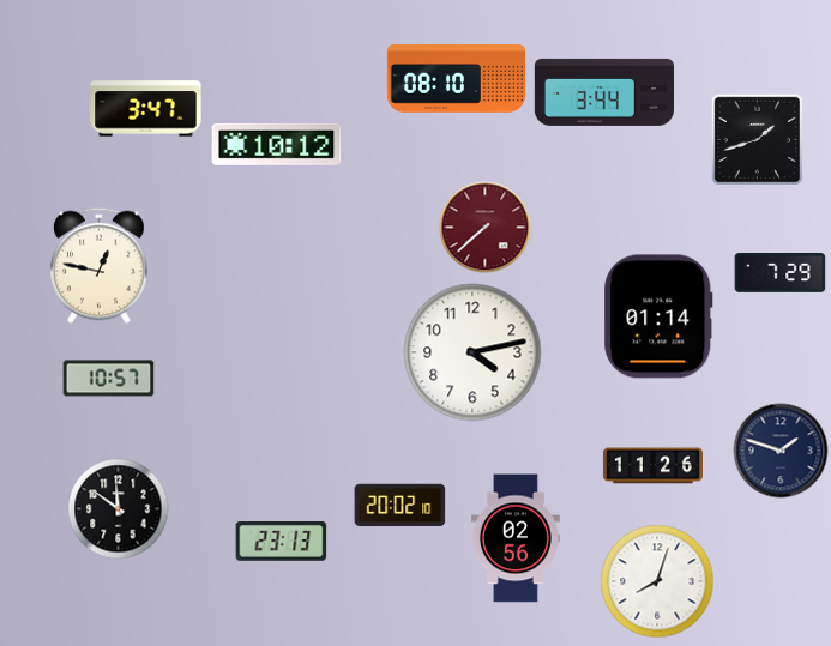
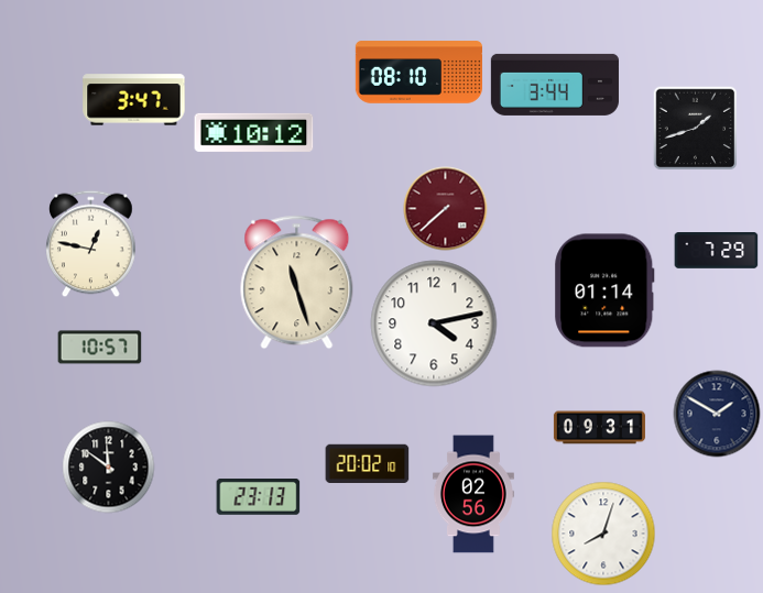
clock at (297, 283): none -> 11:27
clock at (781, 451): 1:48 -> 1:50
clock at (652, 466): 11:26 -> 09:31
